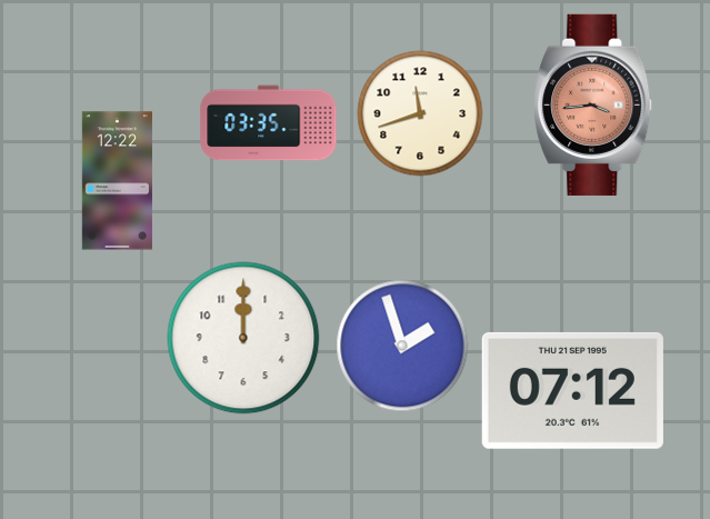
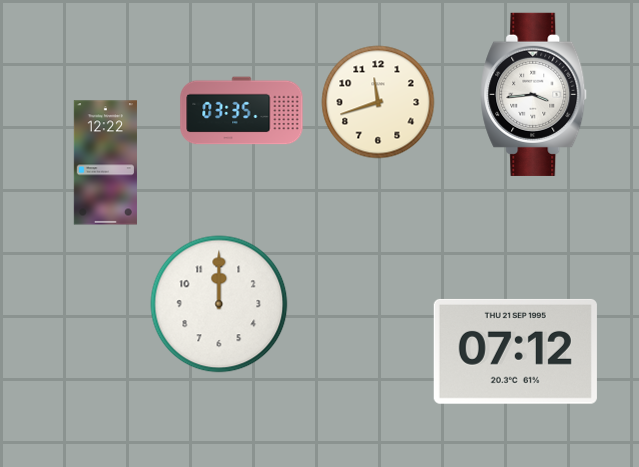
clock at (593, 104) dial: salmon -> white
clock at (402, 346): 1:57 -> none
